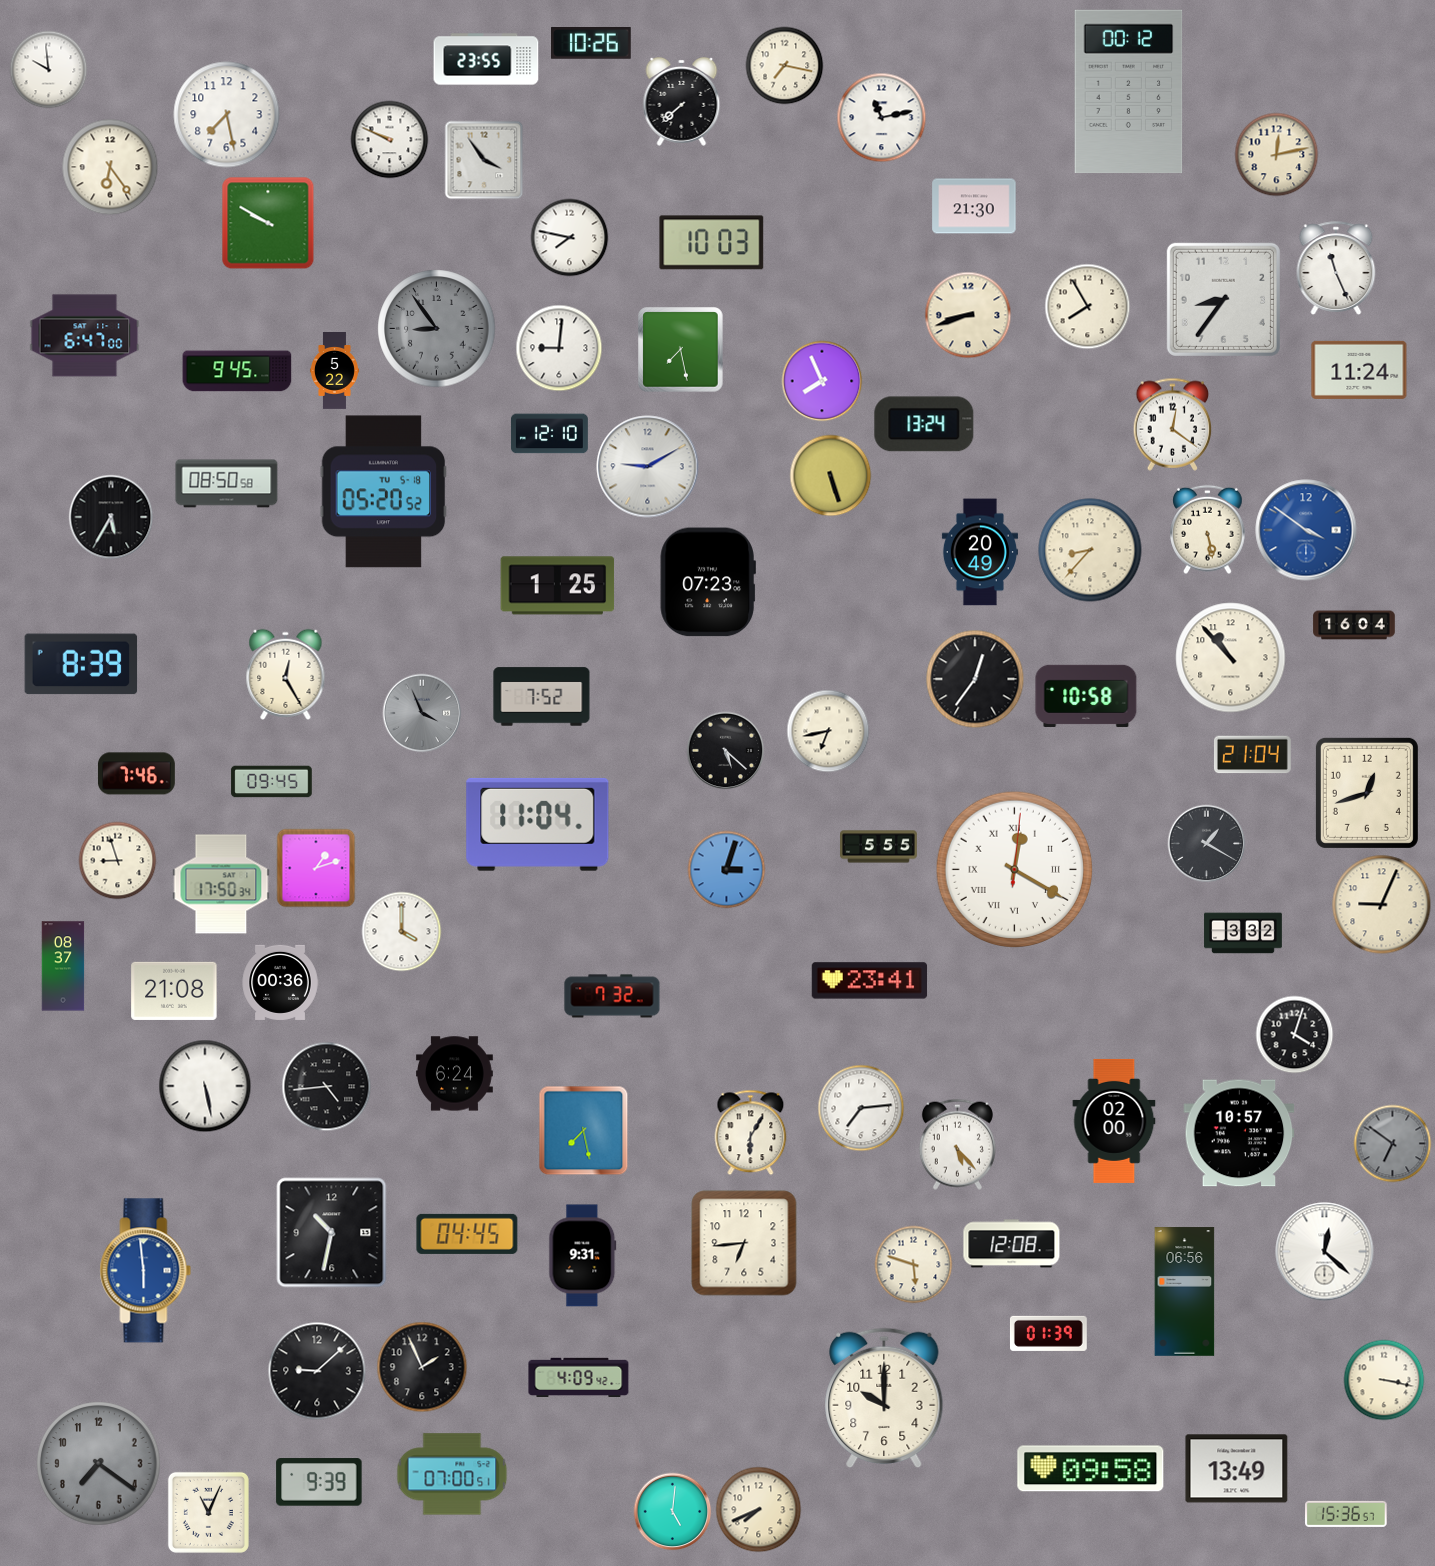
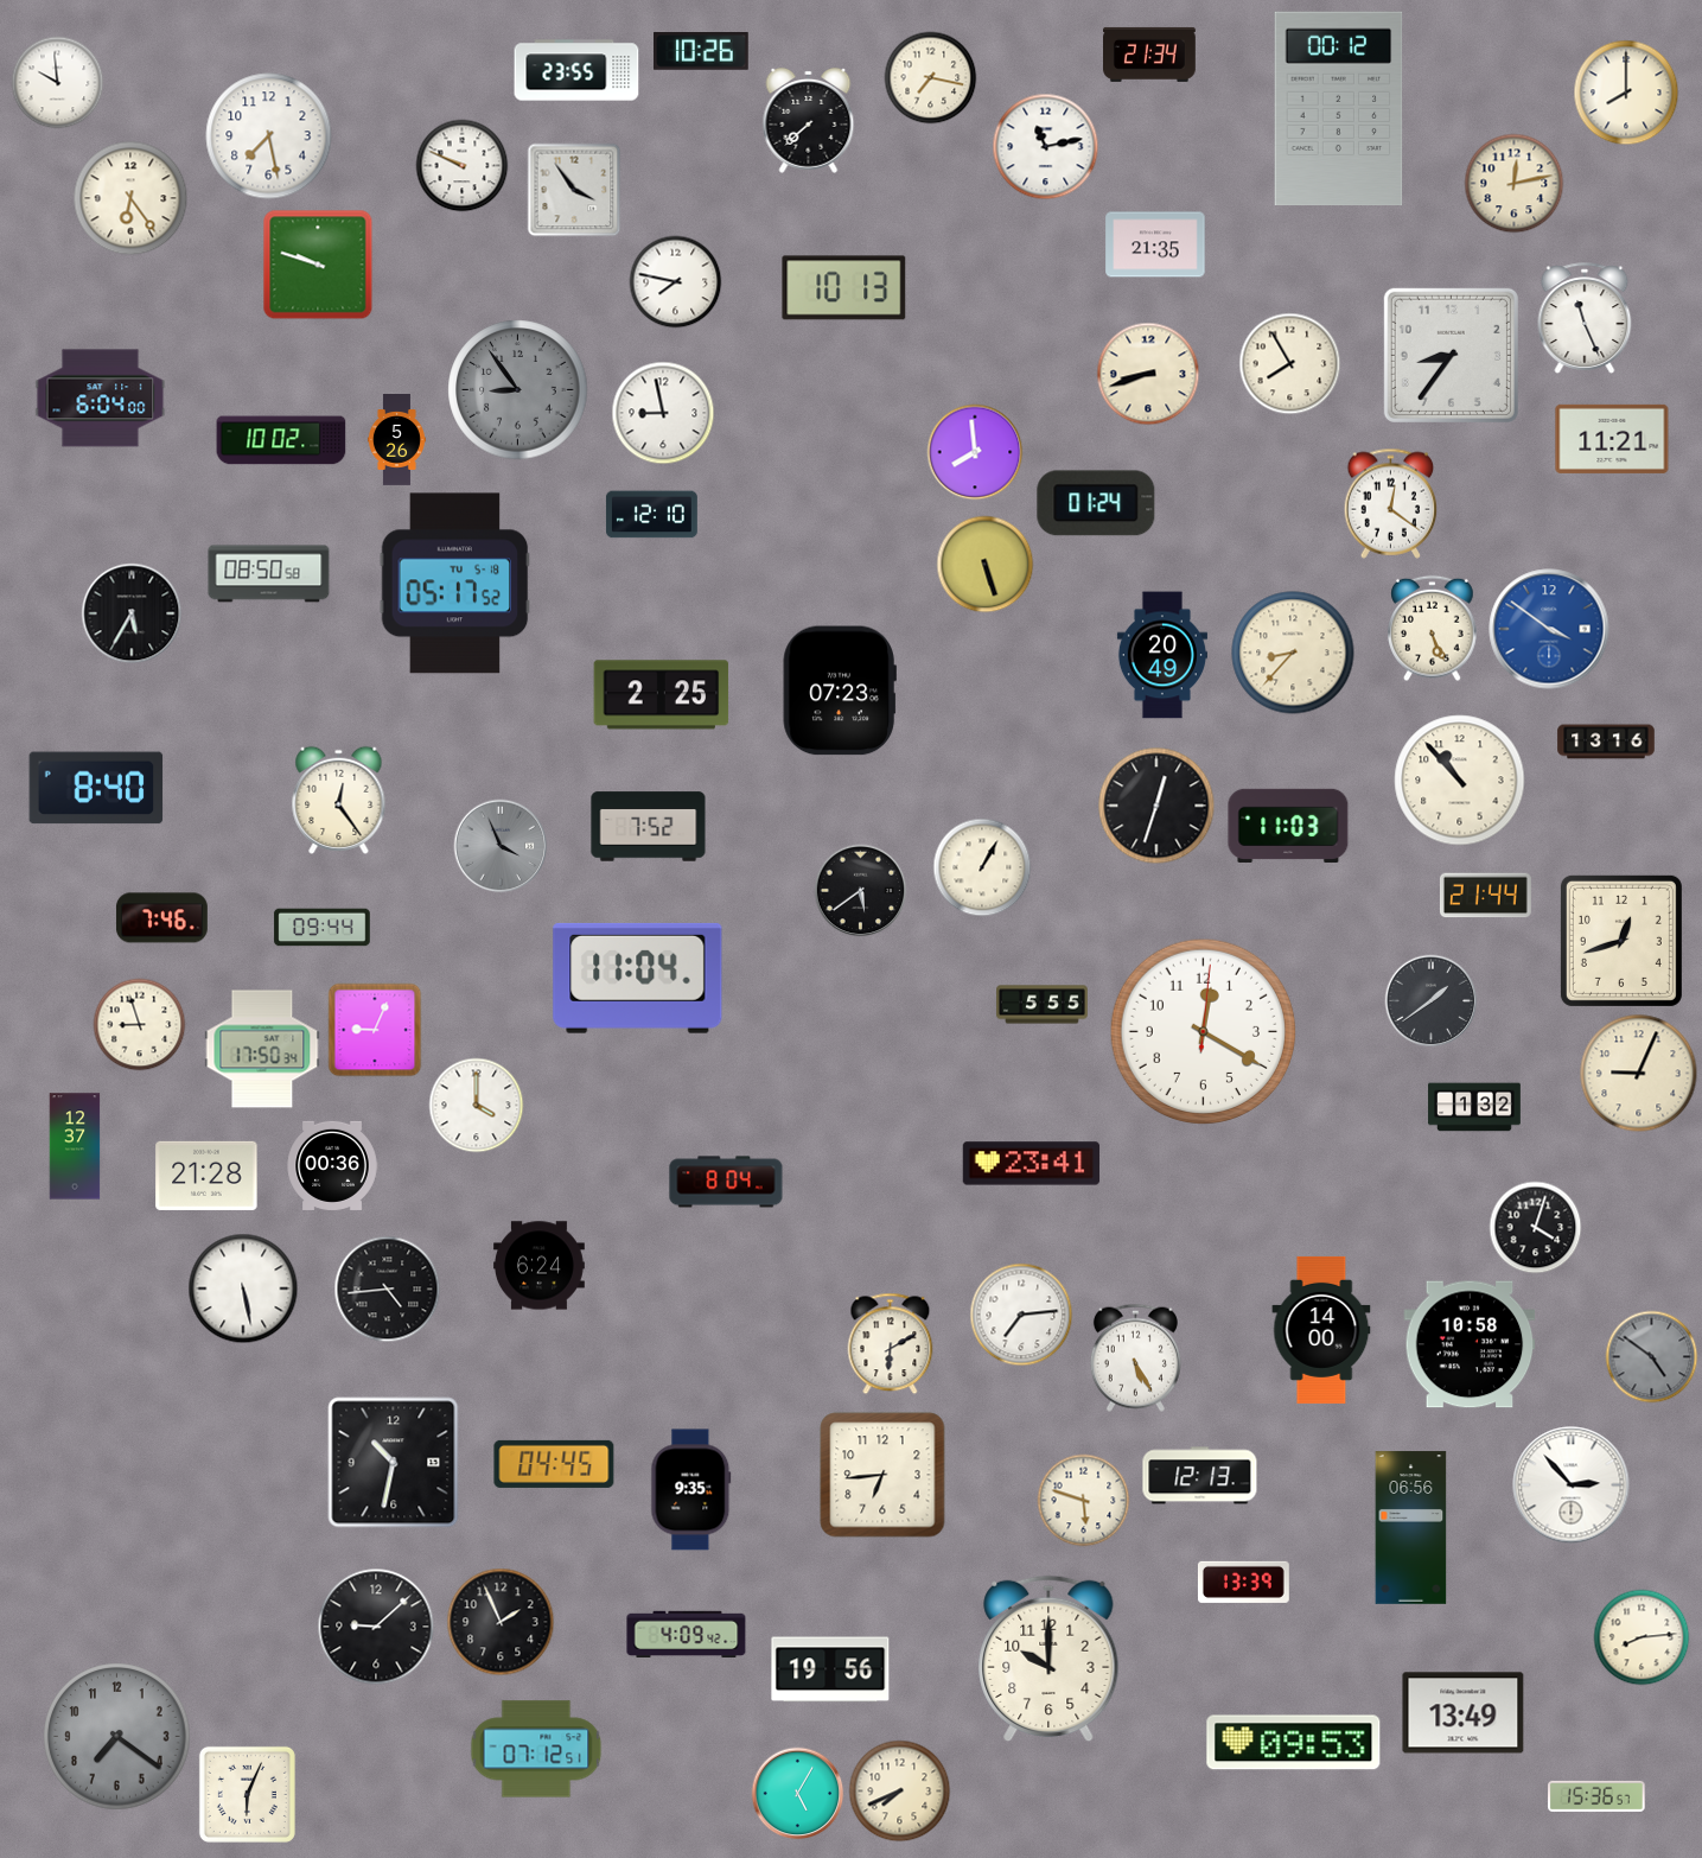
clock at (1150, 55): none -> 21:34
clock at (1626, 93): none -> 8:00
clock at (881, 117) position: (881, 117) -> (1045, 146)
clock at (974, 206): 21:30 -> 21:35
clock at (268, 223): 9:50 -> 9:48
clock at (712, 243): 10:03 -> 10:13
clock at (85, 336): 6:47 -> 6:04
clock at (559, 348): 9:01 -> 8:58
clock at (681, 350): 7:28 -> none
clock at (1359, 370): 11:24 -> 11:21
clock at (237, 371): 9:45 -> 10:02
clock at (334, 371): 5:22 -> 5:26
clock at (822, 381): 7:56 -> 7:59
clock at (924, 424): 13:24 -> 01:24
clock at (648, 467): 9:10 -> none
clock at (384, 492): 05:20 -> 05:17
clock at (1208, 529): 5:28 -> 5:26
clock at (558, 586): 1:25 -> 2:25
clock at (1354, 625): 16:04 -> 13:16
clock at (81, 664): 8:39 -> 8:40
clock at (286, 674): 12:25 -> 12:24
clock at (975, 679): 12:36 -> 12:33
clock at (1086, 696): 10:58 -> 11:03
clock at (542, 697) position: (542, 697) -> (649, 827)
clock at (828, 731): 6:43 -> 1:05
clock at (725, 750): 5:22 -> 5:39
clock at (1252, 755): 21:04 -> 21:44
clock at (272, 782): 09:45 -> 09:44
clock at (1206, 843): 1:20 -> 1:39
clock at (117, 860) position: (117, 860) -> (139, 1024)
clock at (316, 868): 1:12 -> 9:04
clock at (726, 869): 3:03 -> none
clock at (1014, 869) numerals: Roman -> Arabic
clock at (1243, 933): 3:32 -> 1:32
clock at (63, 966): 08:37 -> 12:37
clock at (174, 991): 21:08 -> 21:28
clock at (612, 996): 7:32 -> 8:04
clock at (455, 1074) position: (455, 1074) -> (540, 1266)
clock at (1114, 1121): 02:00 -> 14:00
clock at (583, 1130): 7:28 -> none
clock at (751, 1132): 6:05 -> 6:10
clock at (1239, 1133): 10:57 -> 10:58
clock at (1392, 1143): 6:51 -> 4:51
clock at (957, 1144): 5:23 -> 5:25
clock at (1012, 1244): 12:08 -> 12:13
clock at (1325, 1252): 12:22 -> 2:53
clock at (583, 1256): 9:31 -> 9:35
clock at (146, 1271): 5:59 -> none
clock at (1185, 1292) position: (1185, 1292) -> (1411, 1528)
clock at (1048, 1333): 01:39 -> 13:39
clock at (1384, 1380): 3:17 -> 8:14
clock at (830, 1669): none -> 19:56
clock at (1091, 1469): 09:58 -> 09:53
clock at (1237, 1469) position: (1237, 1469) -> (1464, 1713)
clock at (452, 1474): 07:00 -> 07:12
clock at (319, 1482): 9:39 -> none
clock at (672, 1511): 5:01 -> 5:05
clock at (208, 1512): 11:04 -> 6:04
